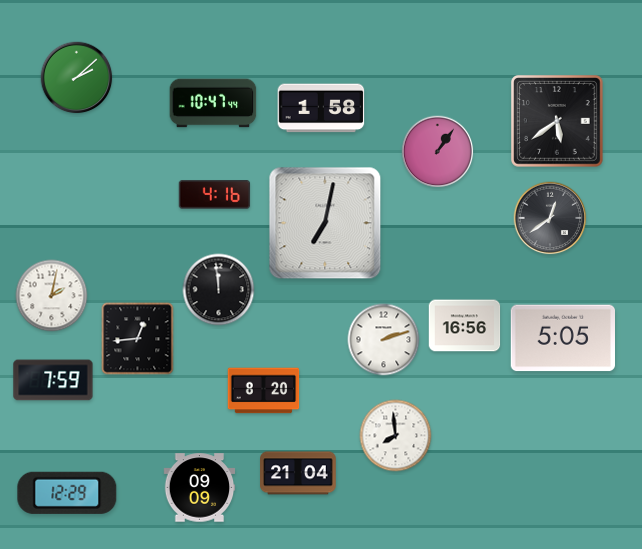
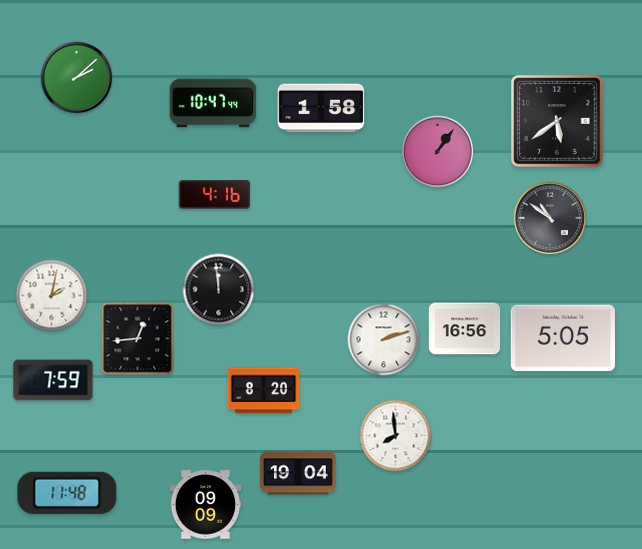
clock at (550, 218): 12:39 -> 10:51
clock at (325, 223): 7:02 -> none
clock at (465, 326) position: (465, 326) -> (465, 329)
clock at (298, 473): 21:04 -> 19:04
clock at (200, 488) position: (200, 488) -> (206, 505)
clock at (67, 493): 12:29 -> 11:48
